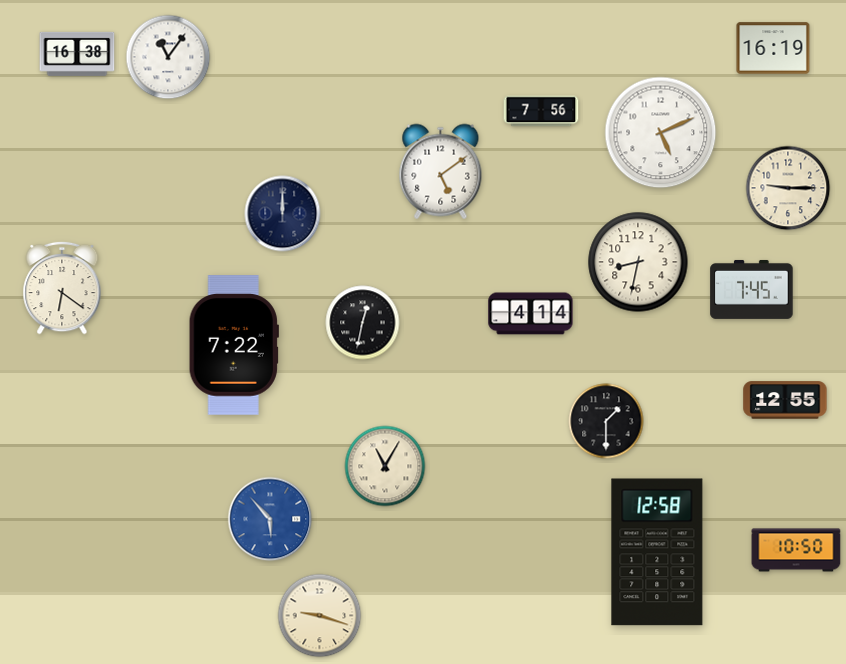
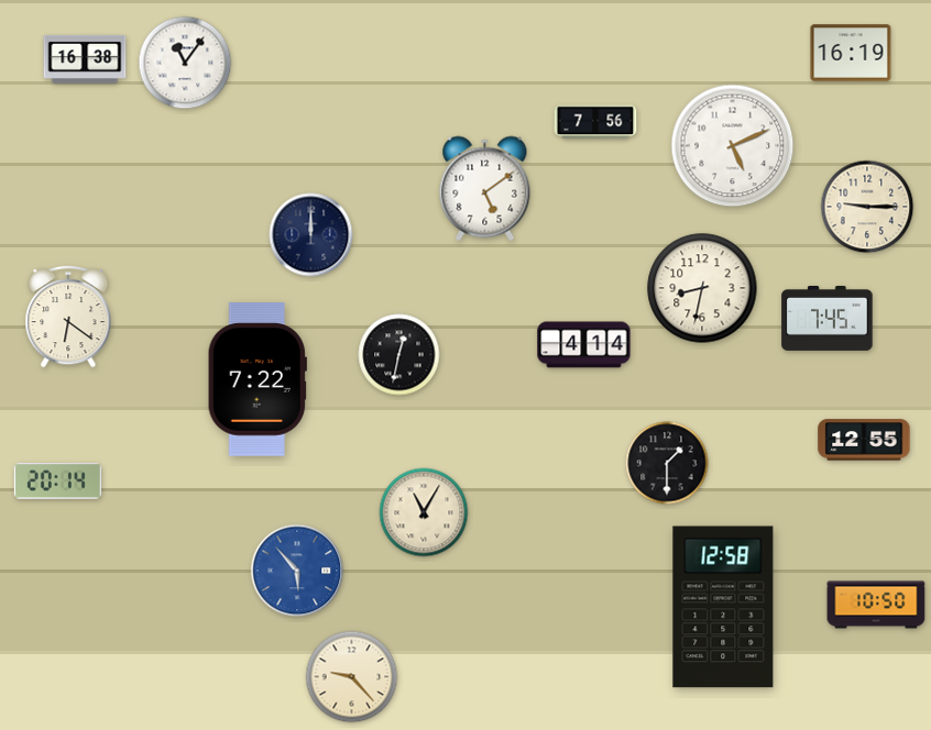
clock at (661, 133) position: (661, 133) -> (733, 146)
clock at (57, 482): none -> 20:14
clock at (320, 616): 9:18 -> 9:23
